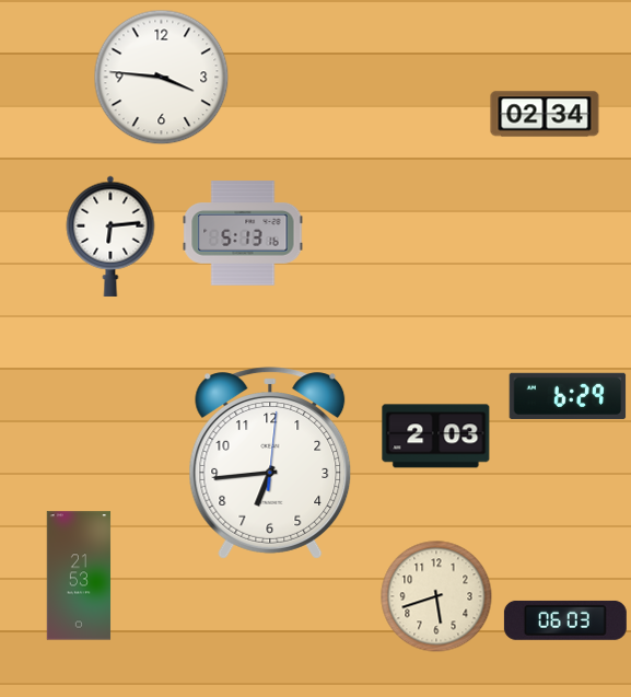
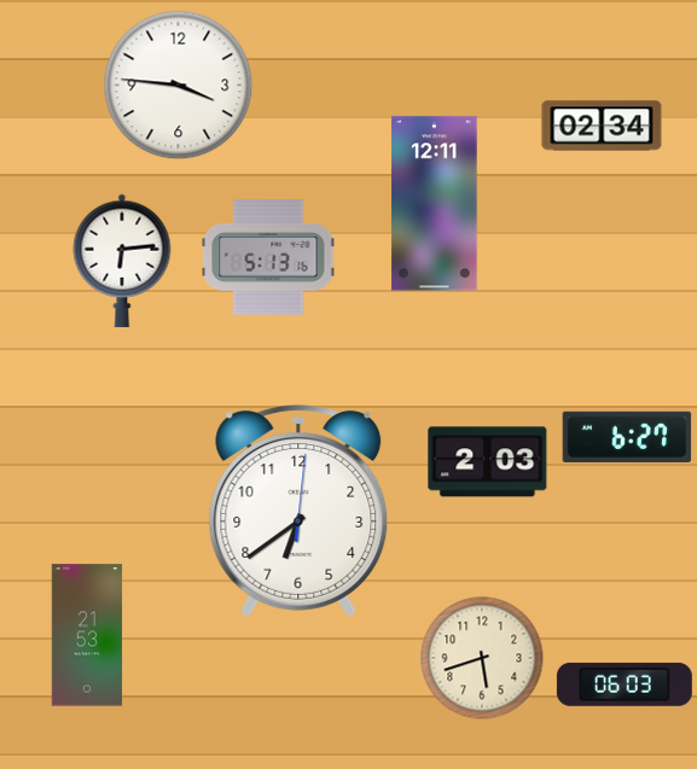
clock at (435, 204): none -> 12:11
clock at (568, 396): 6:29 -> 6:27
clock at (436, 437) position: (436, 437) -> (488, 462)
clock at (270, 463): 6:44 -> 6:39
